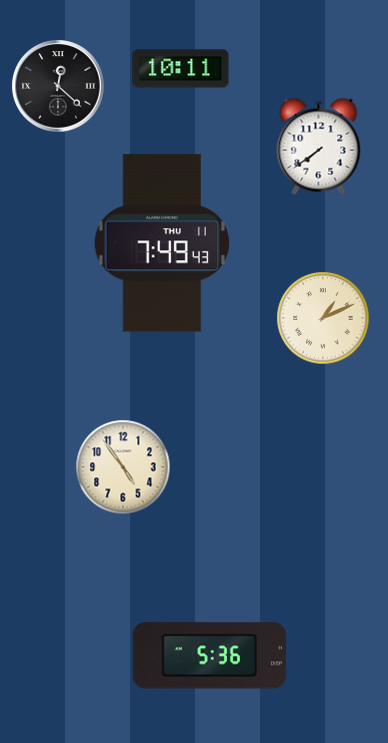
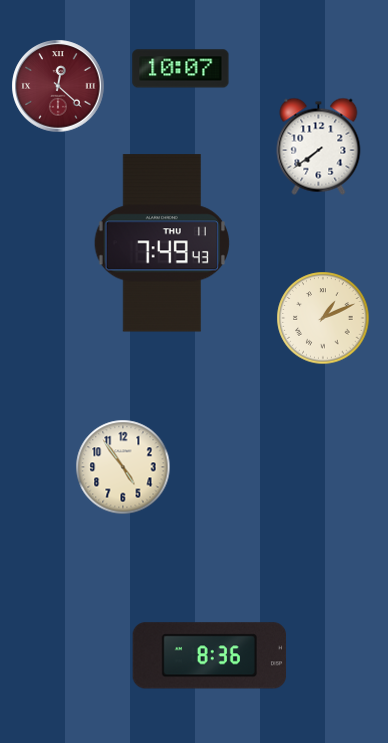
clock at (181, 69): 10:11 -> 10:07
clock at (58, 86) dial: black -> burgundy
clock at (210, 656): 5:36 -> 8:36
